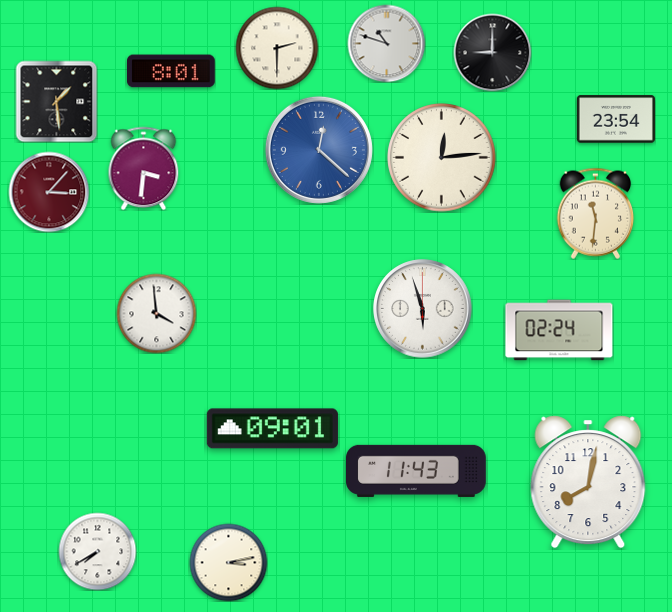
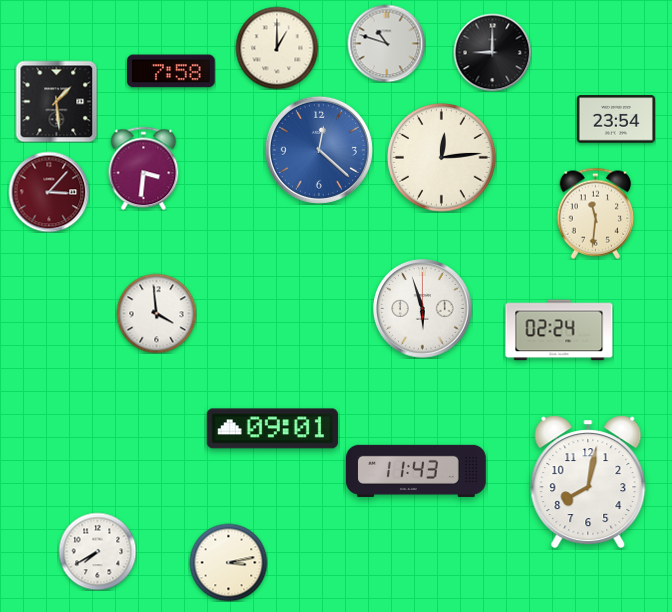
clock at (277, 48): 2:30 -> 1:00
clock at (172, 71): 8:01 -> 7:58
